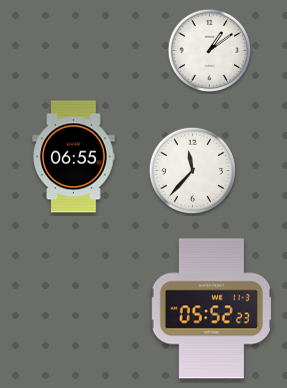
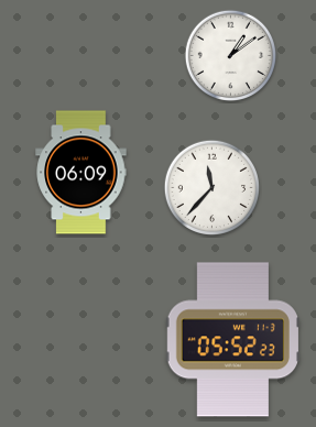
clock at (74, 157): 06:55 -> 06:09
